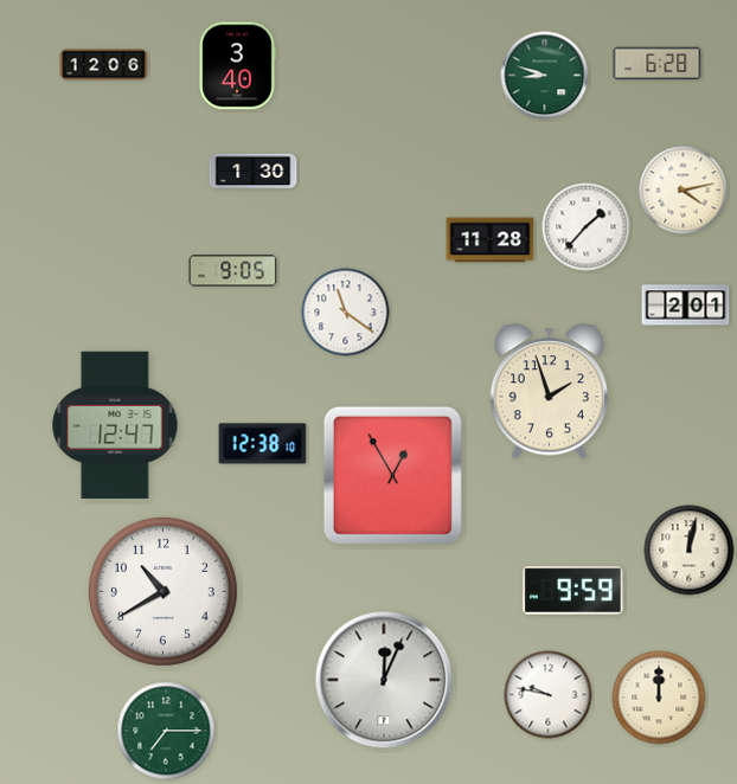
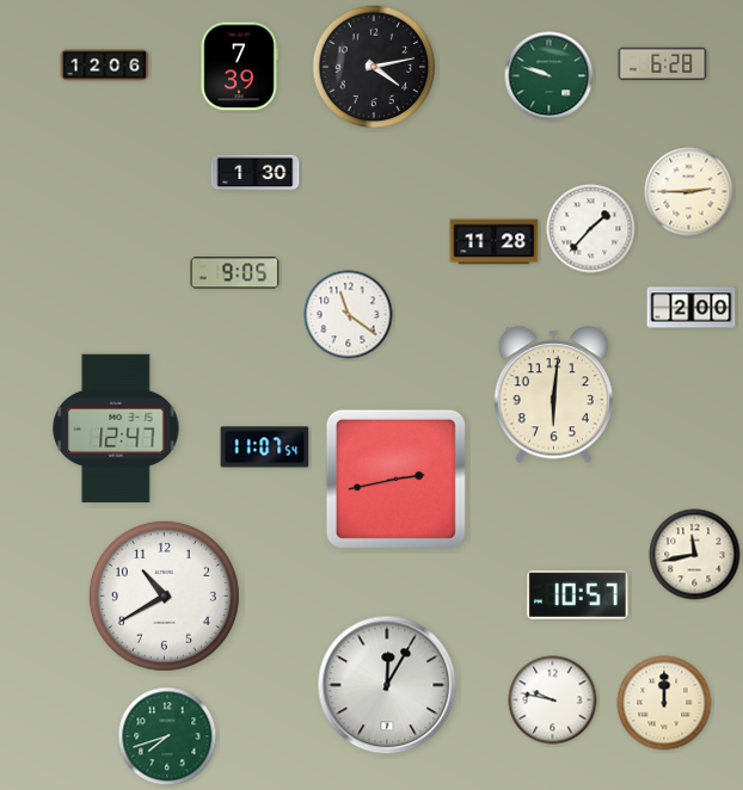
clock at (237, 66): 3:40 -> 7:39
clock at (374, 67): none -> 4:13
clock at (545, 76): 8:48 -> 9:48
clock at (684, 191): 4:13 -> 2:45
clock at (686, 306): 2:01 -> 2:00
clock at (549, 392): 1:57 -> 6:01
clock at (263, 444): 12:38 -> 11:07
clock at (392, 475): 12:55 -> 2:43
clock at (690, 551): 12:02 -> 11:43
clock at (573, 590): 9:59 -> 10:57
clock at (384, 680): 12:04 -> 12:05
clock at (166, 731): 7:15 -> 7:42
